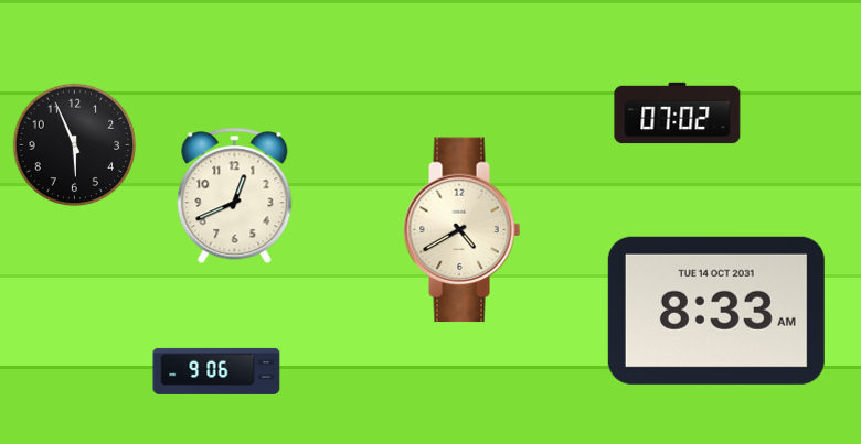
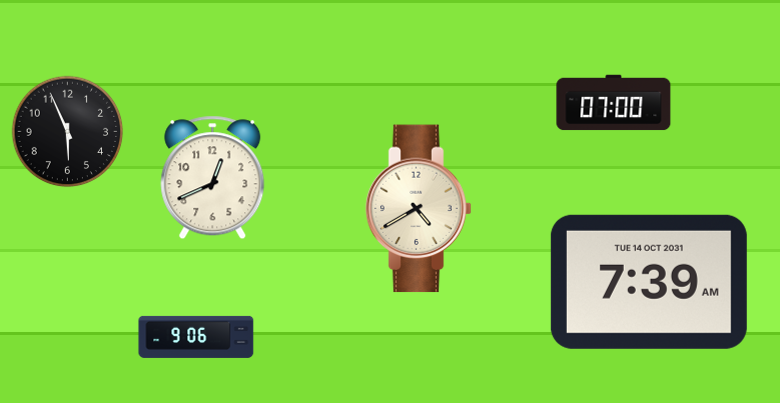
clock at (678, 113): 07:02 -> 07:00
clock at (716, 311): 8:33 -> 7:39
